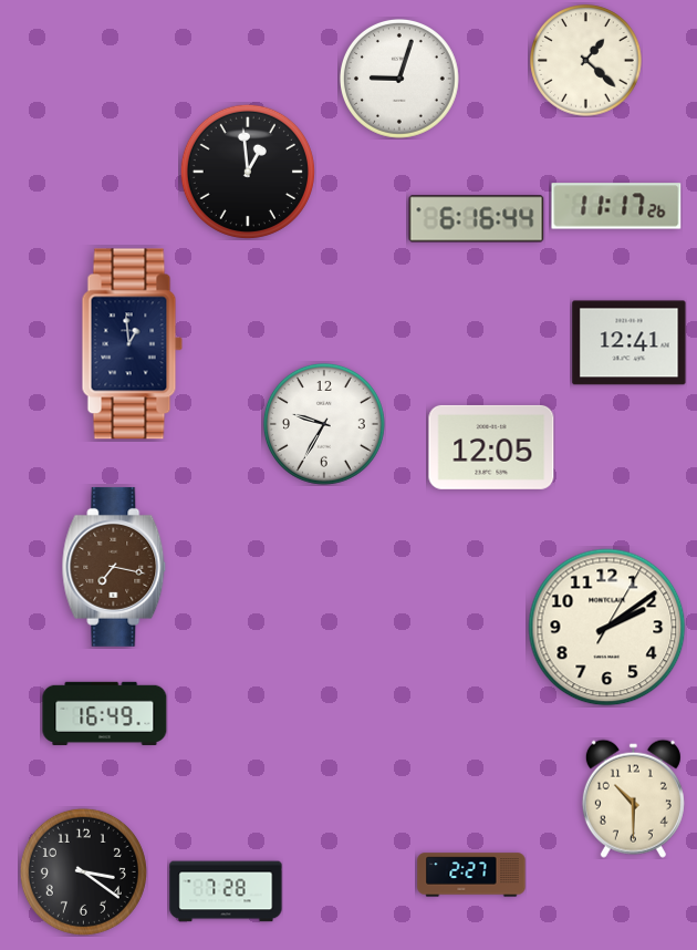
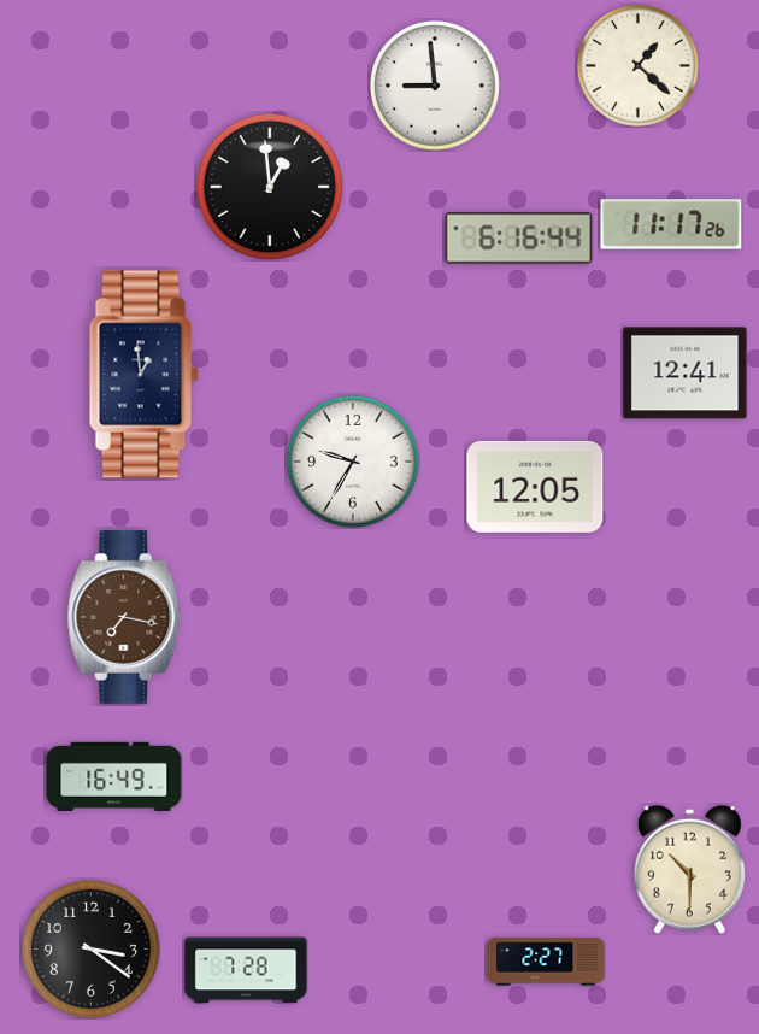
clock at (399, 79): 9:03 -> 8:59
clock at (607, 628): 2:09 -> none
clock at (471, 875) position: (471, 875) -> (546, 962)
